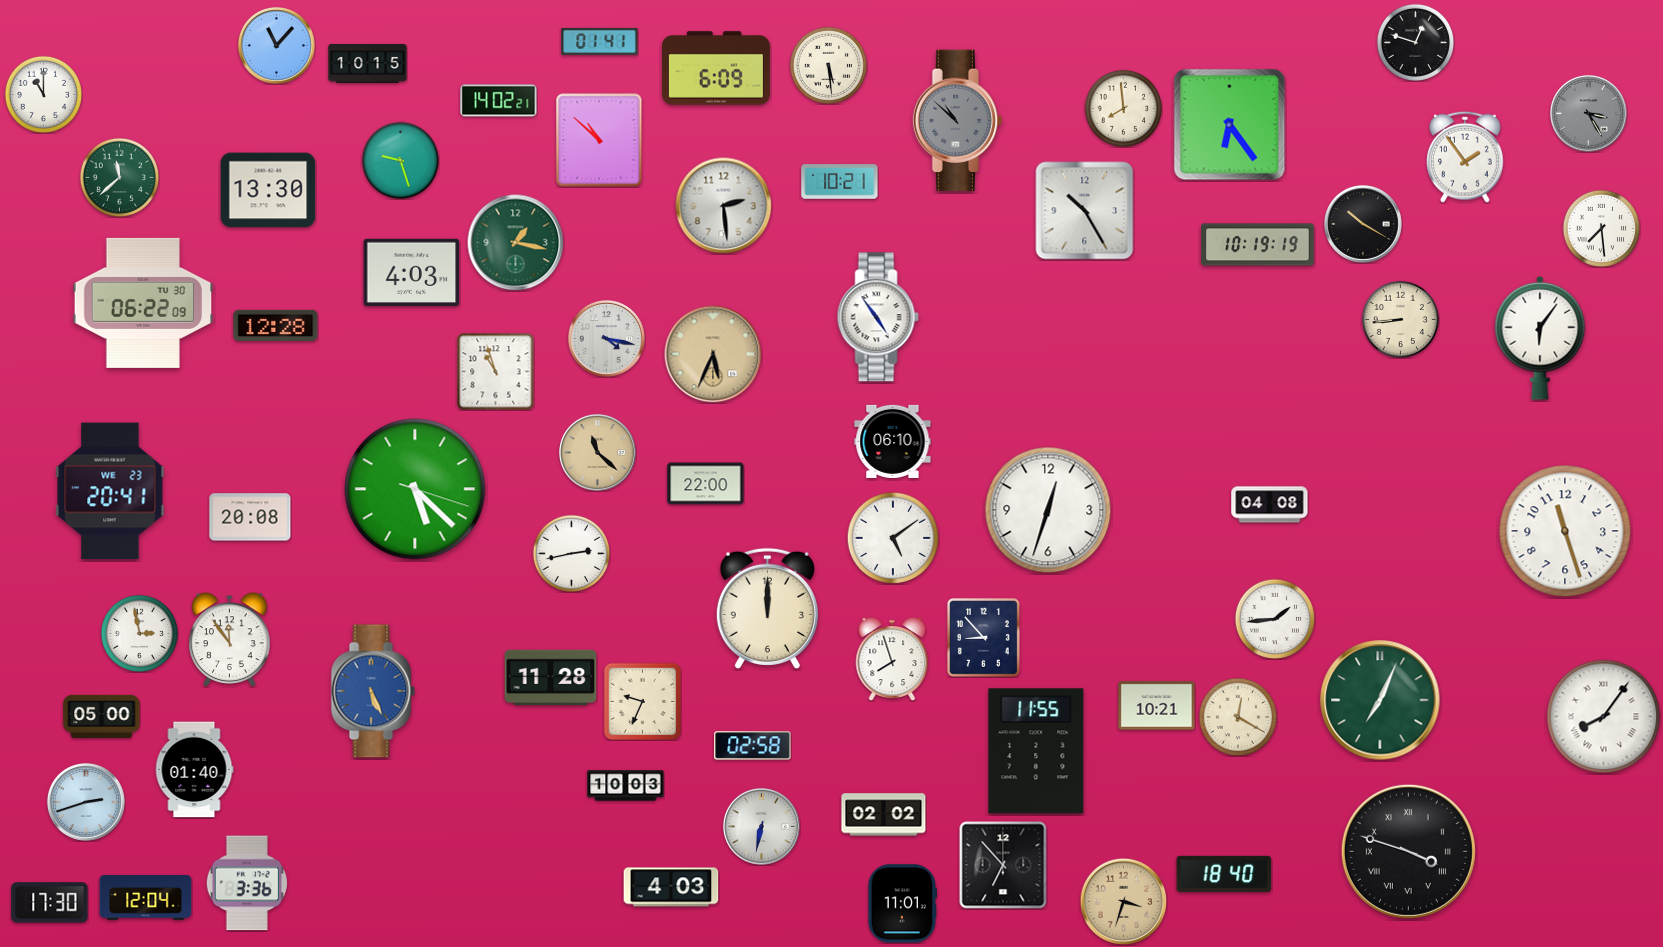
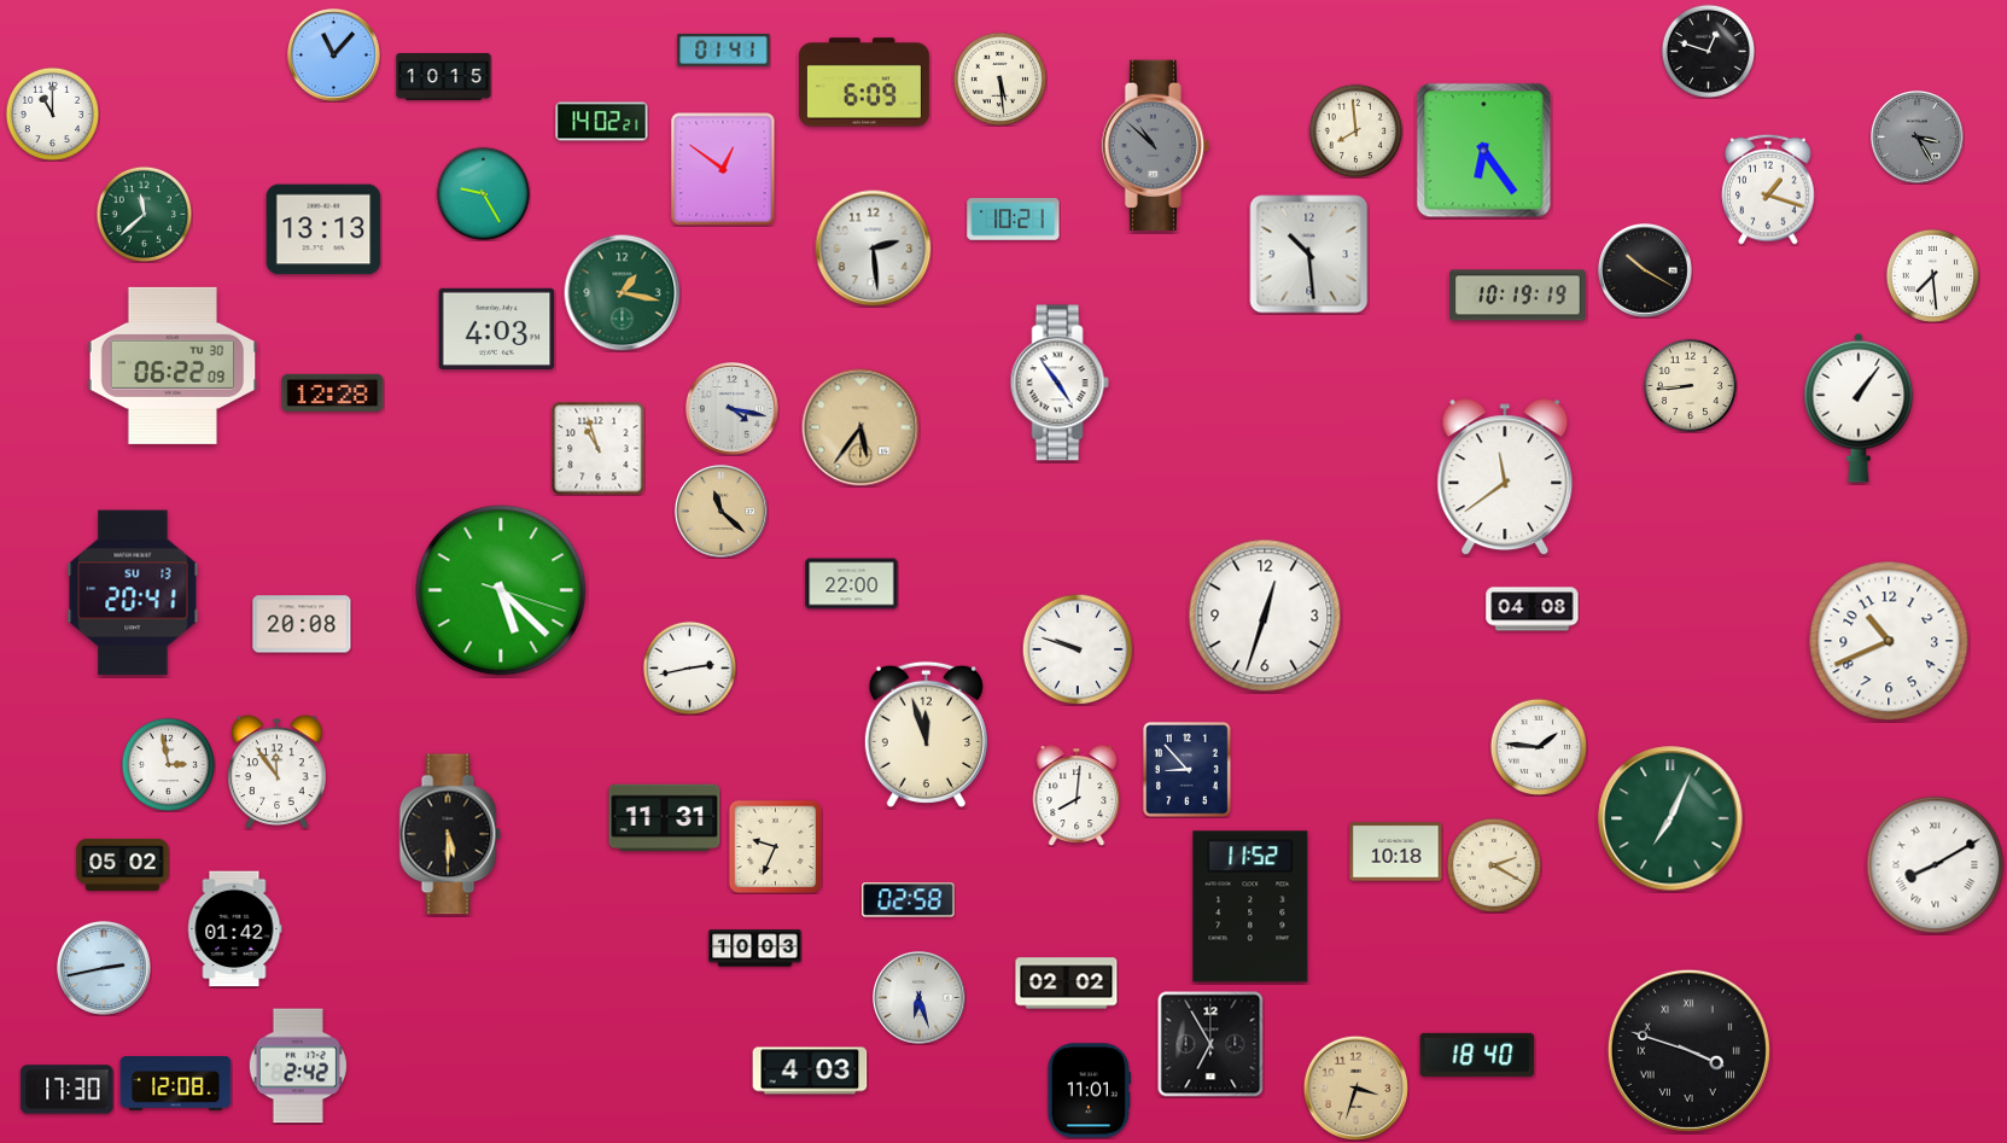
clock at (599, 140): 10:52 -> 12:51
clock at (1465, 157): 1:54 -> 1:18
clock at (400, 160): 9:27 -> 9:25
clock at (268, 190): 13:30 -> 13:13
clock at (1085, 211): 10:25 -> 10:29
clock at (1540, 338): 6:06 -> 1:06
clock at (713, 354): 5:34 -> 5:36
clock at (1505, 478): none -> 11:39
clock at (893, 441): 06:10 -> none
clock at (598, 453) position: (598, 453) -> (722, 512)
clock at (110, 491) date: WE 23 -> SU 13
clock at (1565, 531): 11:27 -> 10:41
clock at (893, 538): 5:09 -> 9:48
clock at (767, 608): 12:00 -> 11:57
clock at (1274, 618): 1:44 -> 1:46
clock at (892, 659): 7:57 -> 8:01
clock at (551, 678): 11:28 -> 11:31
clock at (373, 691): 5:26 -> 5:30
clock at (373, 691) dial: blue -> black
clock at (1380, 700) position: (1380, 700) -> (1670, 818)
clock at (1157, 706): 10:21 -> 10:18
clock at (102, 716): 05:00 -> 05:02
clock at (1237, 716): 12:20 -> 2:20
clock at (1604, 717): 8:06 -> 8:10
clock at (1036, 751): 11:55 -> 11:52
clock at (194, 770): 01:40 -> 01:42
clock at (86, 802): 2:42 -> 2:43
clock at (762, 827): 6:32 -> 6:27
clock at (1408, 851) position: (1408, 851) -> (1688, 1050)
clock at (1003, 865): 6:53 -> 6:55
clock at (247, 883): 3:36 -> 2:42
clock at (146, 898): 12:04 -> 12:08
clock at (50, 903) position: (50, 903) -> (68, 1090)
